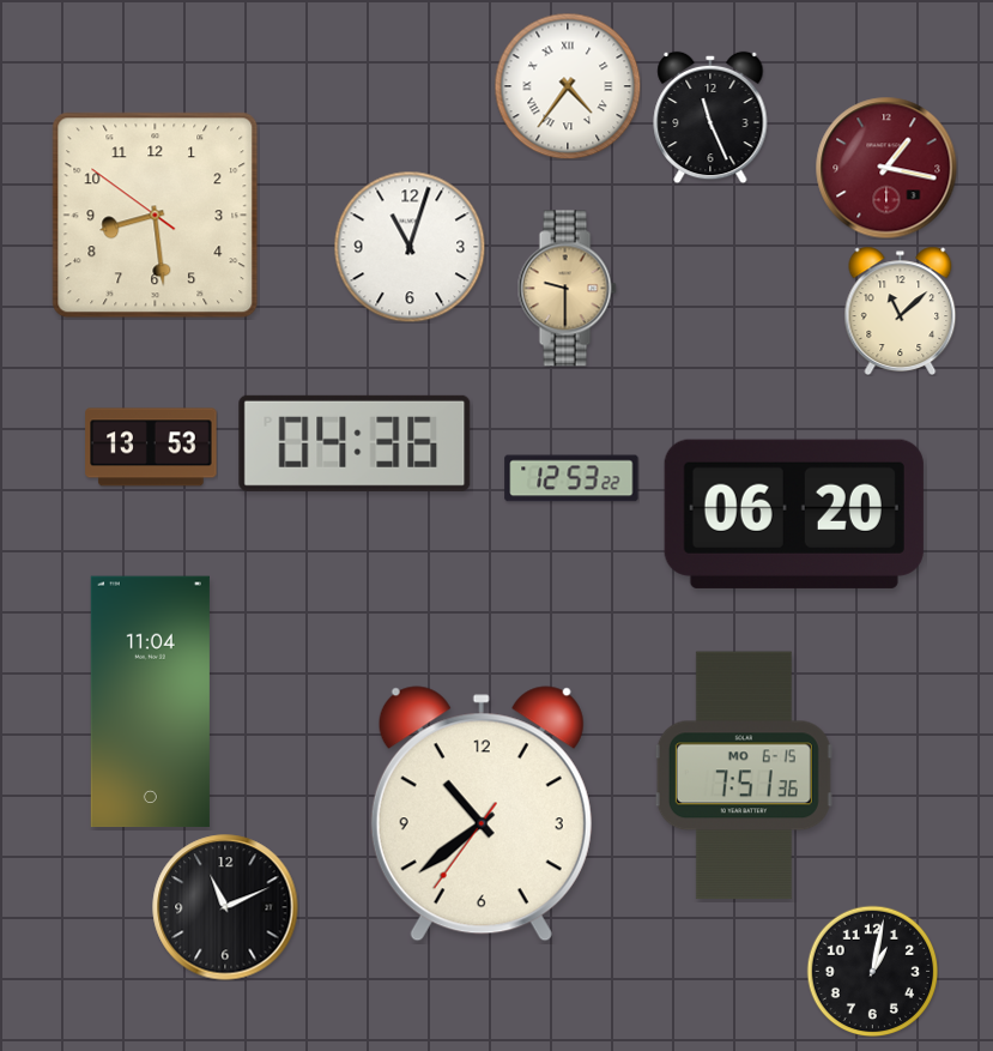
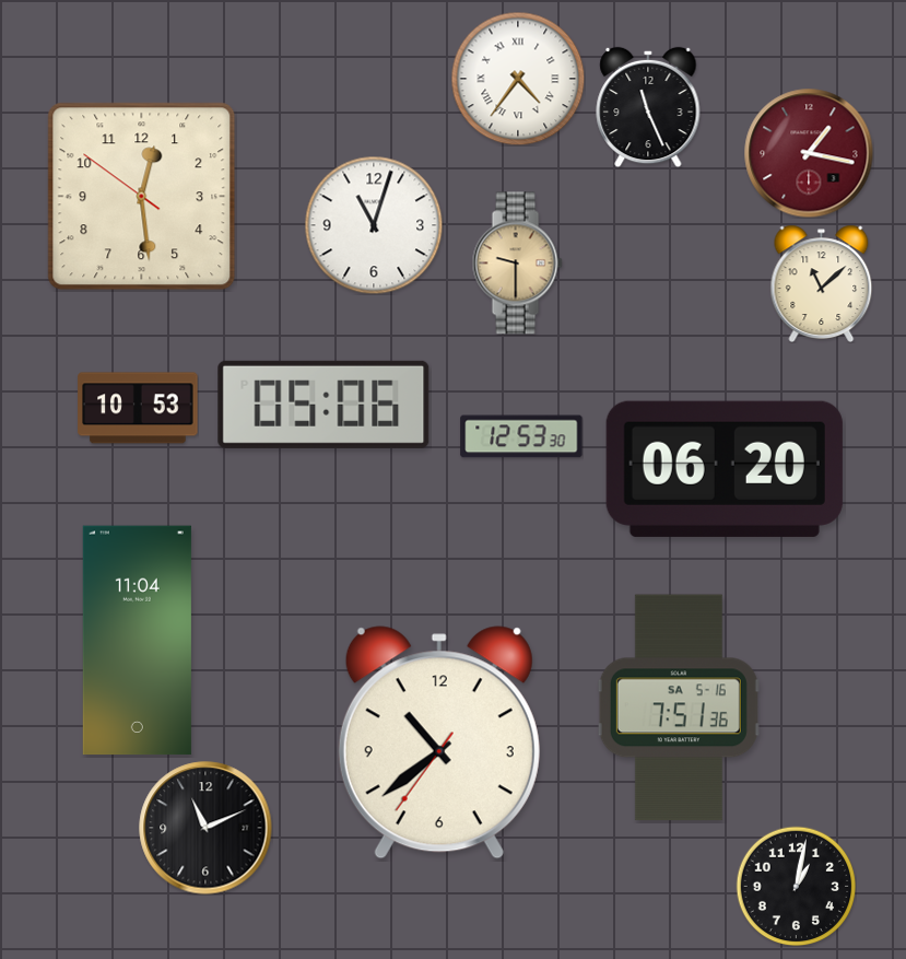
clock at (156, 216): 8:28 -> 12:28
clock at (355, 443): 04:36 -> 05:06
clock at (151, 447): 13:53 -> 10:53
clock at (571, 478): 12:53:22 -> 12:53:30
clock at (744, 775) date: MO 6-15 -> SA 5-16
